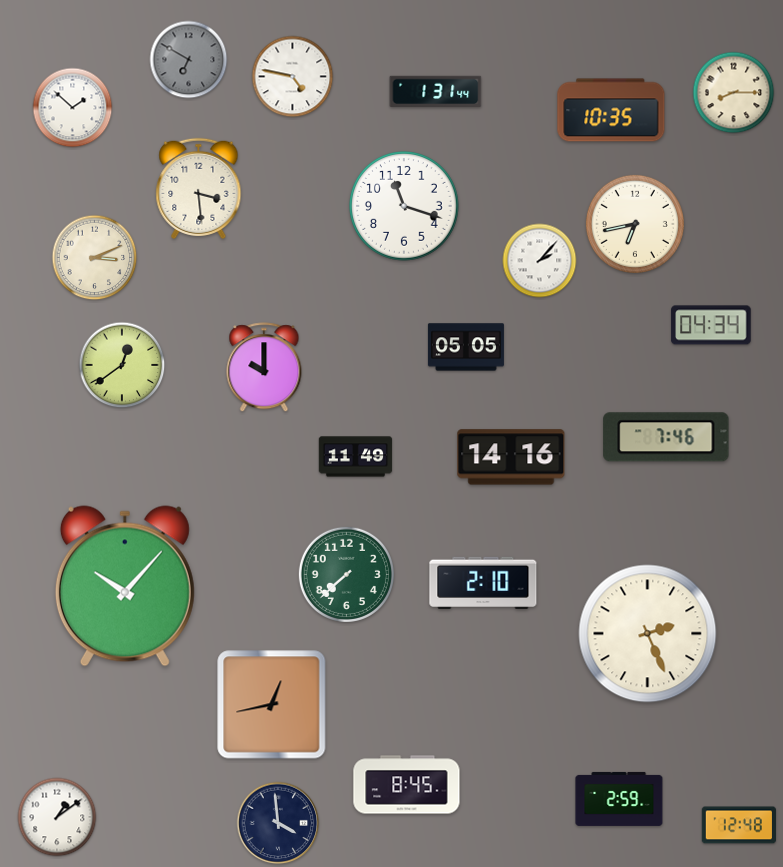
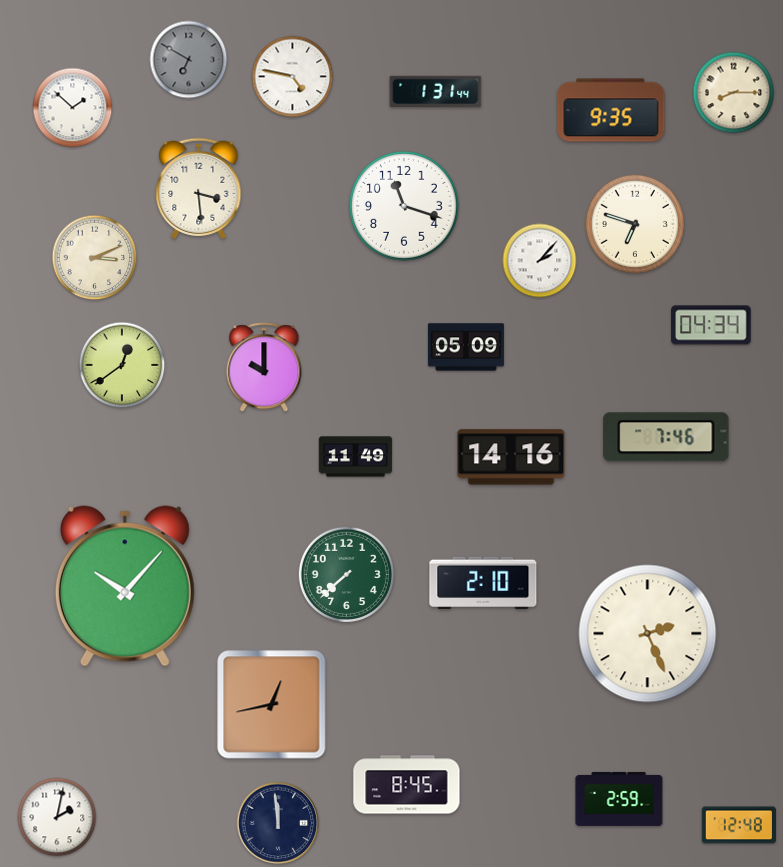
clock at (611, 110): 10:35 -> 9:35
clock at (635, 224): 6:43 -> 6:48
clock at (466, 347): 05:05 -> 05:09
clock at (57, 817): 1:09 -> 2:02
clock at (278, 823): 3:59 -> 11:59
